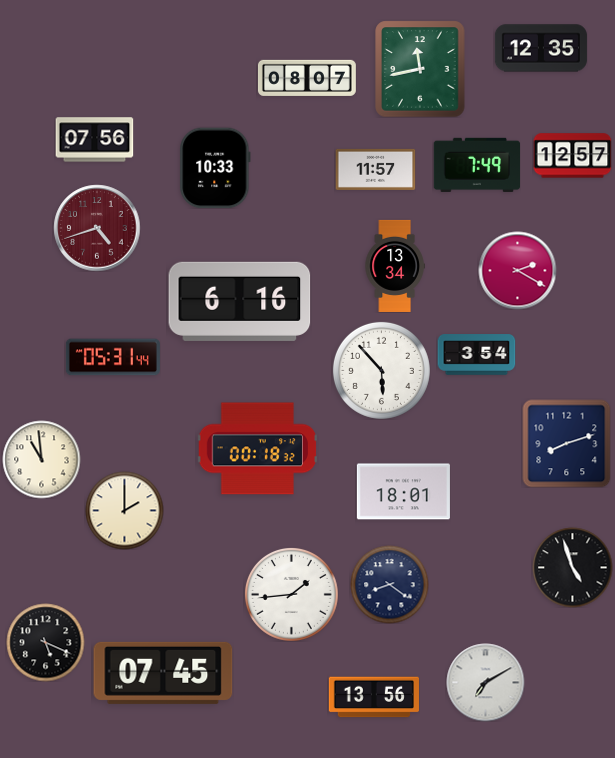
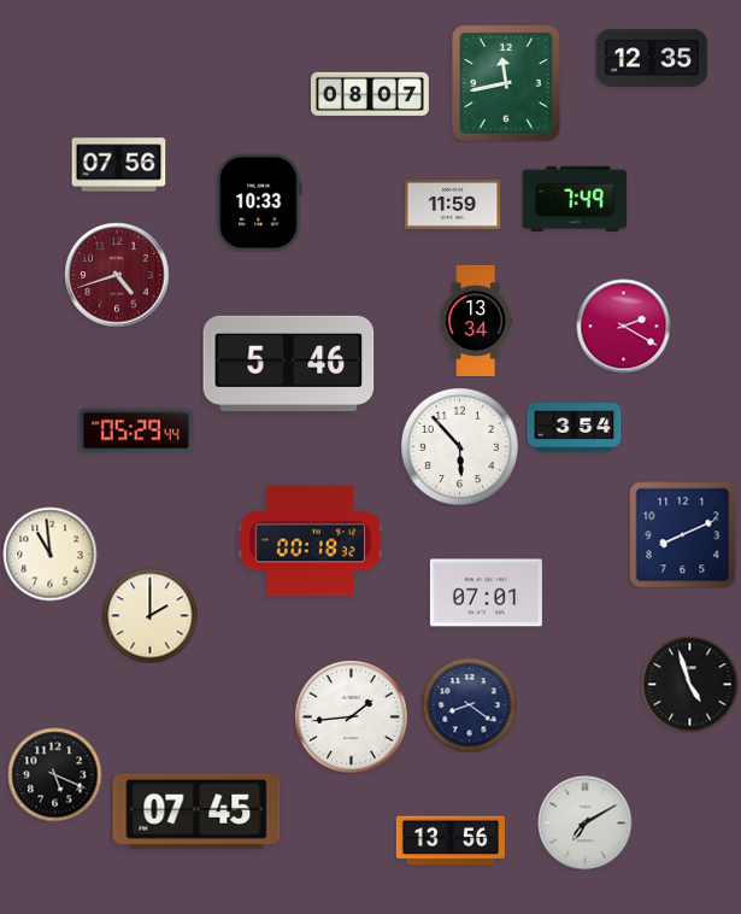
clock at (94, 140) position: (94, 140) -> (118, 165)
clock at (572, 156): 12:57 -> none
clock at (375, 169): 11:57 -> 11:59
clock at (240, 301): 6:16 -> 5:46
clock at (113, 357): 05:31 -> 05:29
clock at (566, 443): 8:12 -> 8:11
clock at (403, 492): 18:01 -> 07:01
